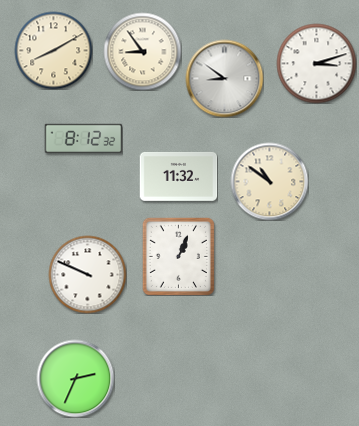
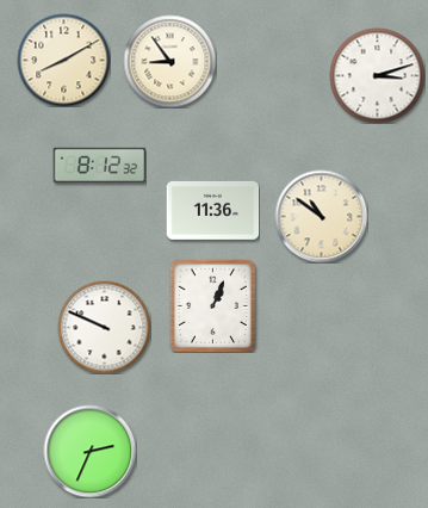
clock at (224, 78): 8:51 -> none
clock at (178, 176): 11:32 -> 11:36
